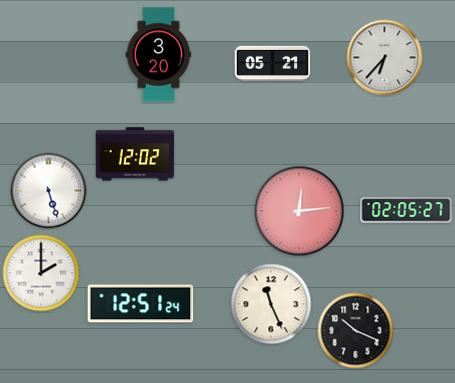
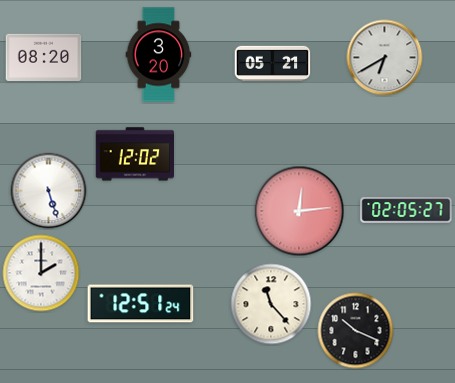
clock at (44, 58): none -> 08:20
clock at (385, 58): 6:37 -> 6:40
clock at (271, 304): 11:26 -> 11:23
